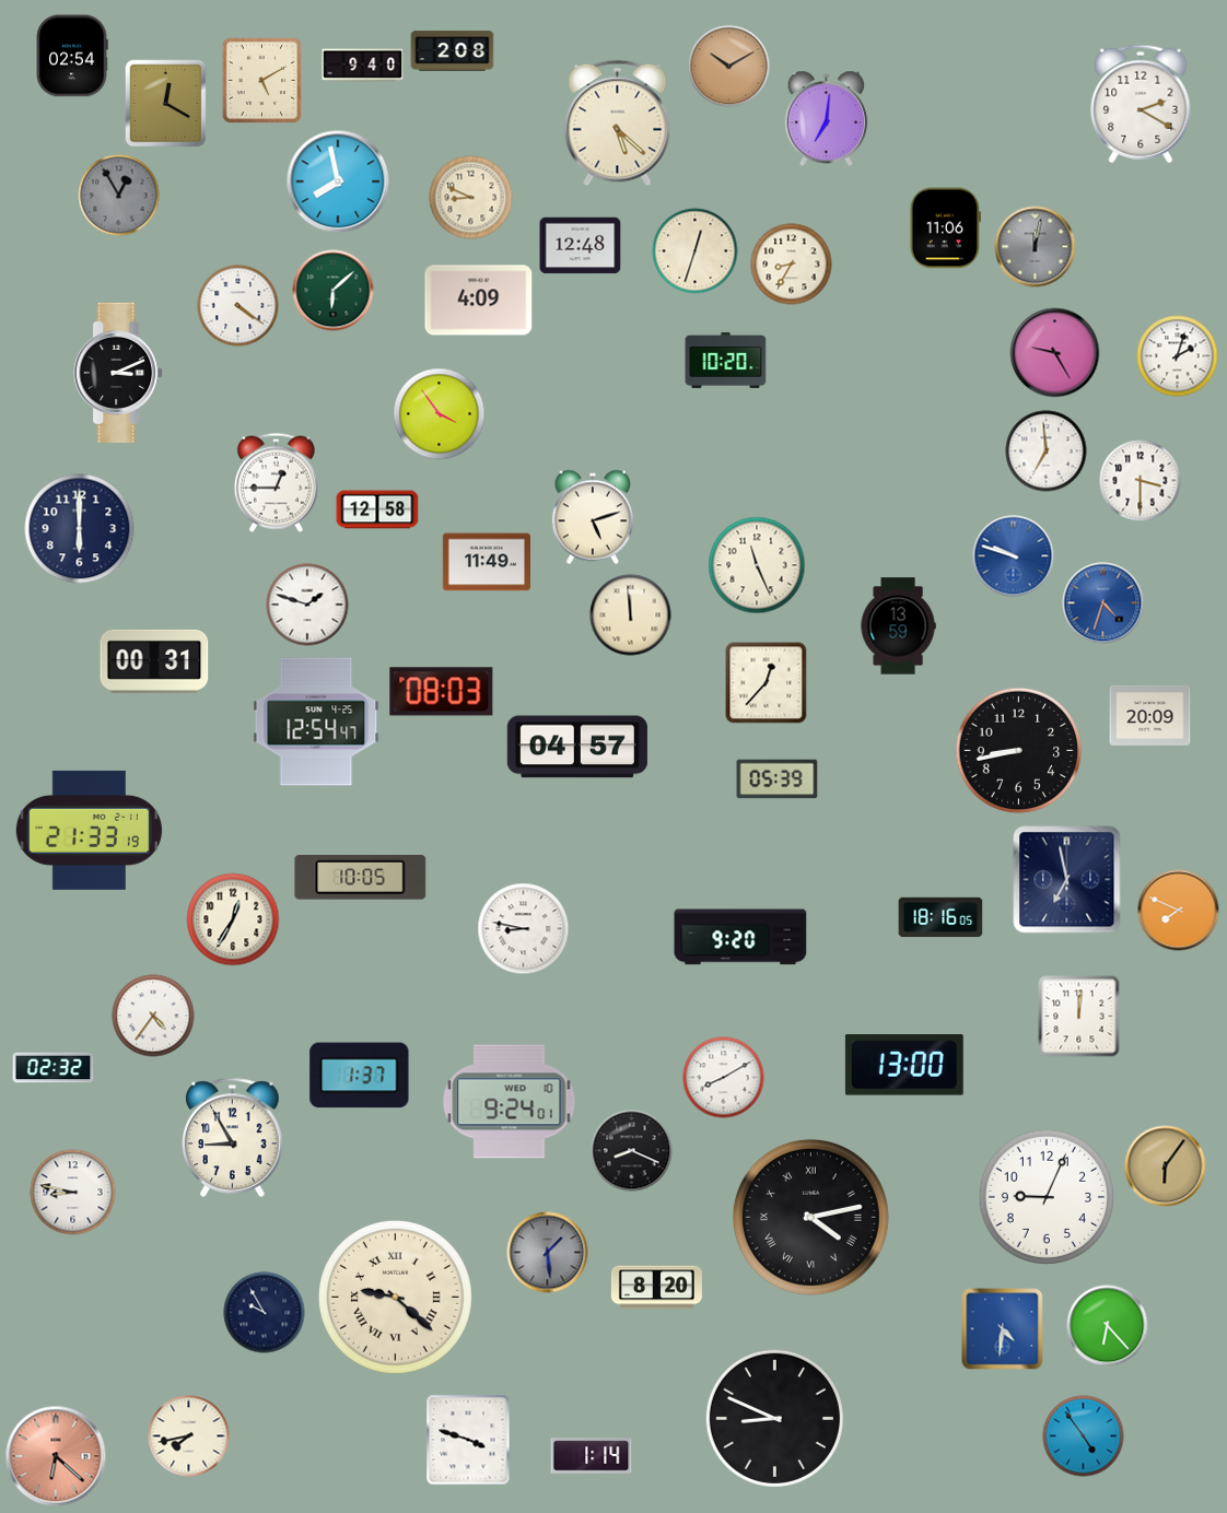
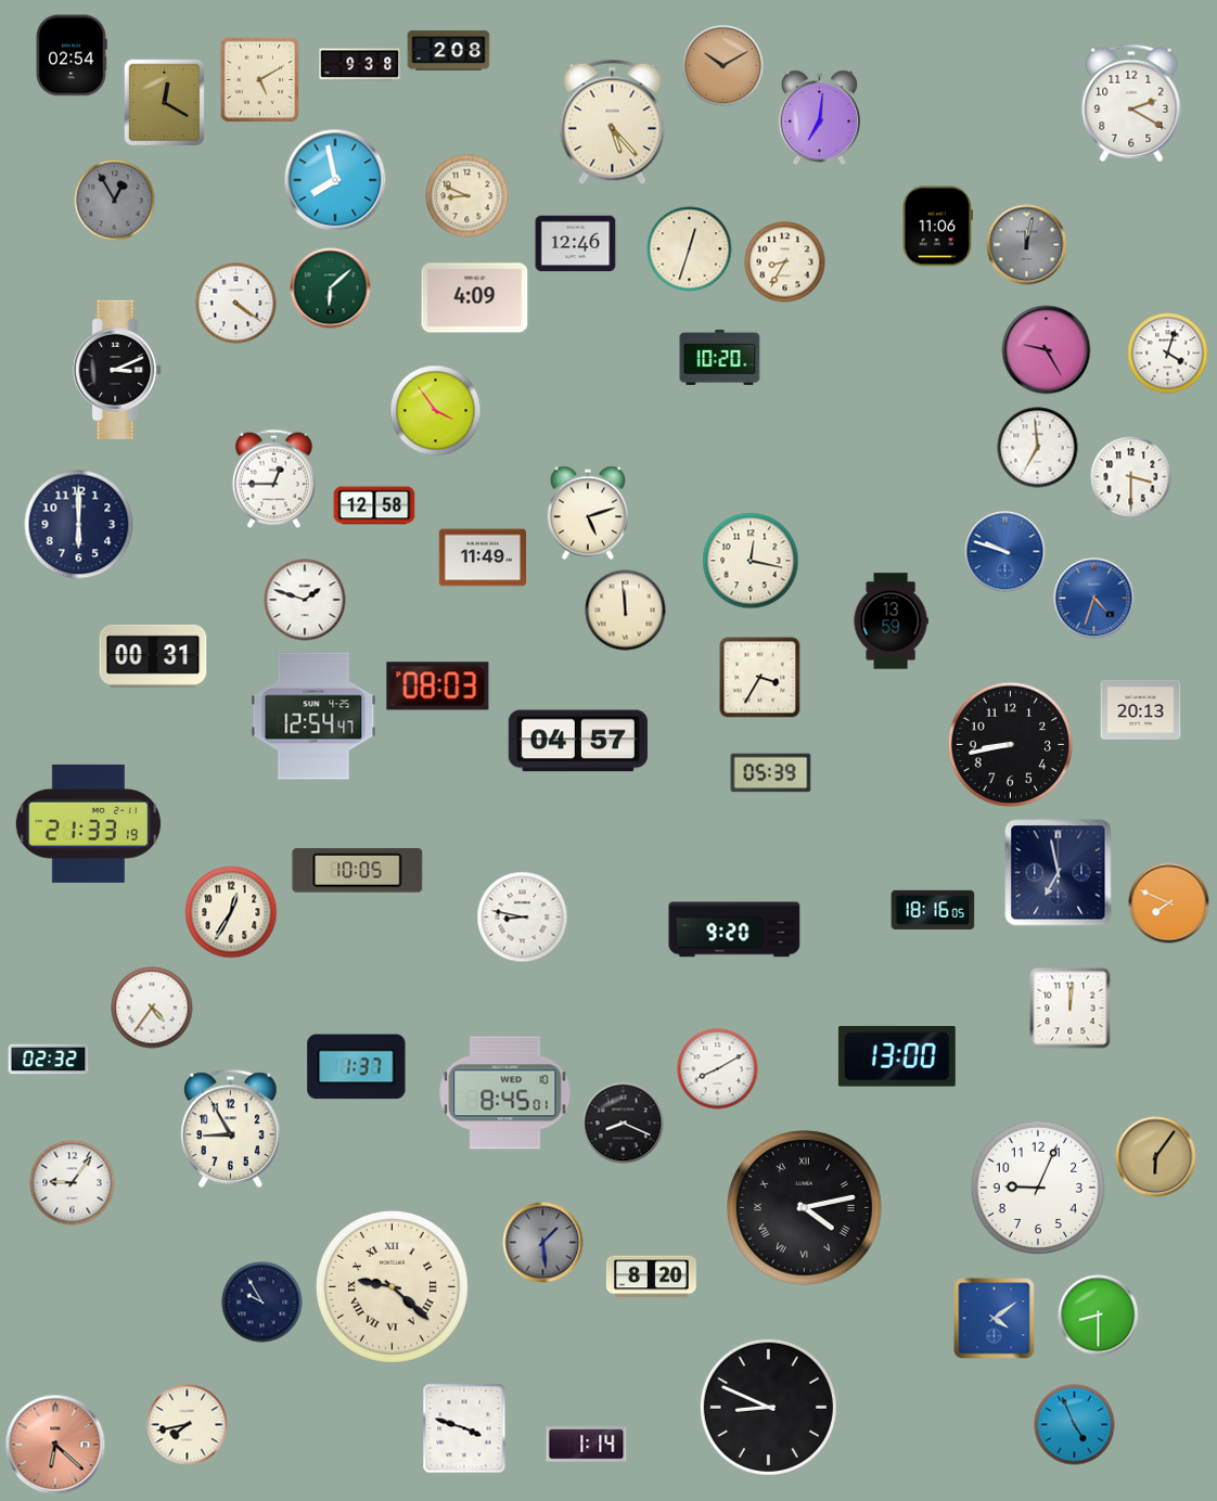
clock at (363, 66): 9:40 -> 9:38
clock at (618, 124): 5:22 -> 5:23
clock at (119, 196) position: (119, 196) -> (115, 201)
clock at (581, 246): 12:48 -> 12:46
clock at (1178, 356): 2:03 -> 4:03
clock at (757, 565): 11:26 -> 12:17
clock at (767, 683): 12:37 -> 3:35
clock at (1150, 715): 20:09 -> 20:13
clock at (577, 747) position: (577, 747) -> (578, 741)
clock at (524, 929) position: (524, 929) -> (523, 918)
clock at (54, 1068) position: (54, 1068) -> (49, 1060)
clock at (510, 1102): 9:24 -> 8:45
clock at (632, 1151) position: (632, 1151) -> (624, 1124)
clock at (73, 1193): 8:47 -> 9:06
clock at (1108, 1326): 6:23 -> 8:30
clock at (1003, 1329): 4:31 -> 4:09
clock at (1084, 1436): 4:54 -> 4:56
